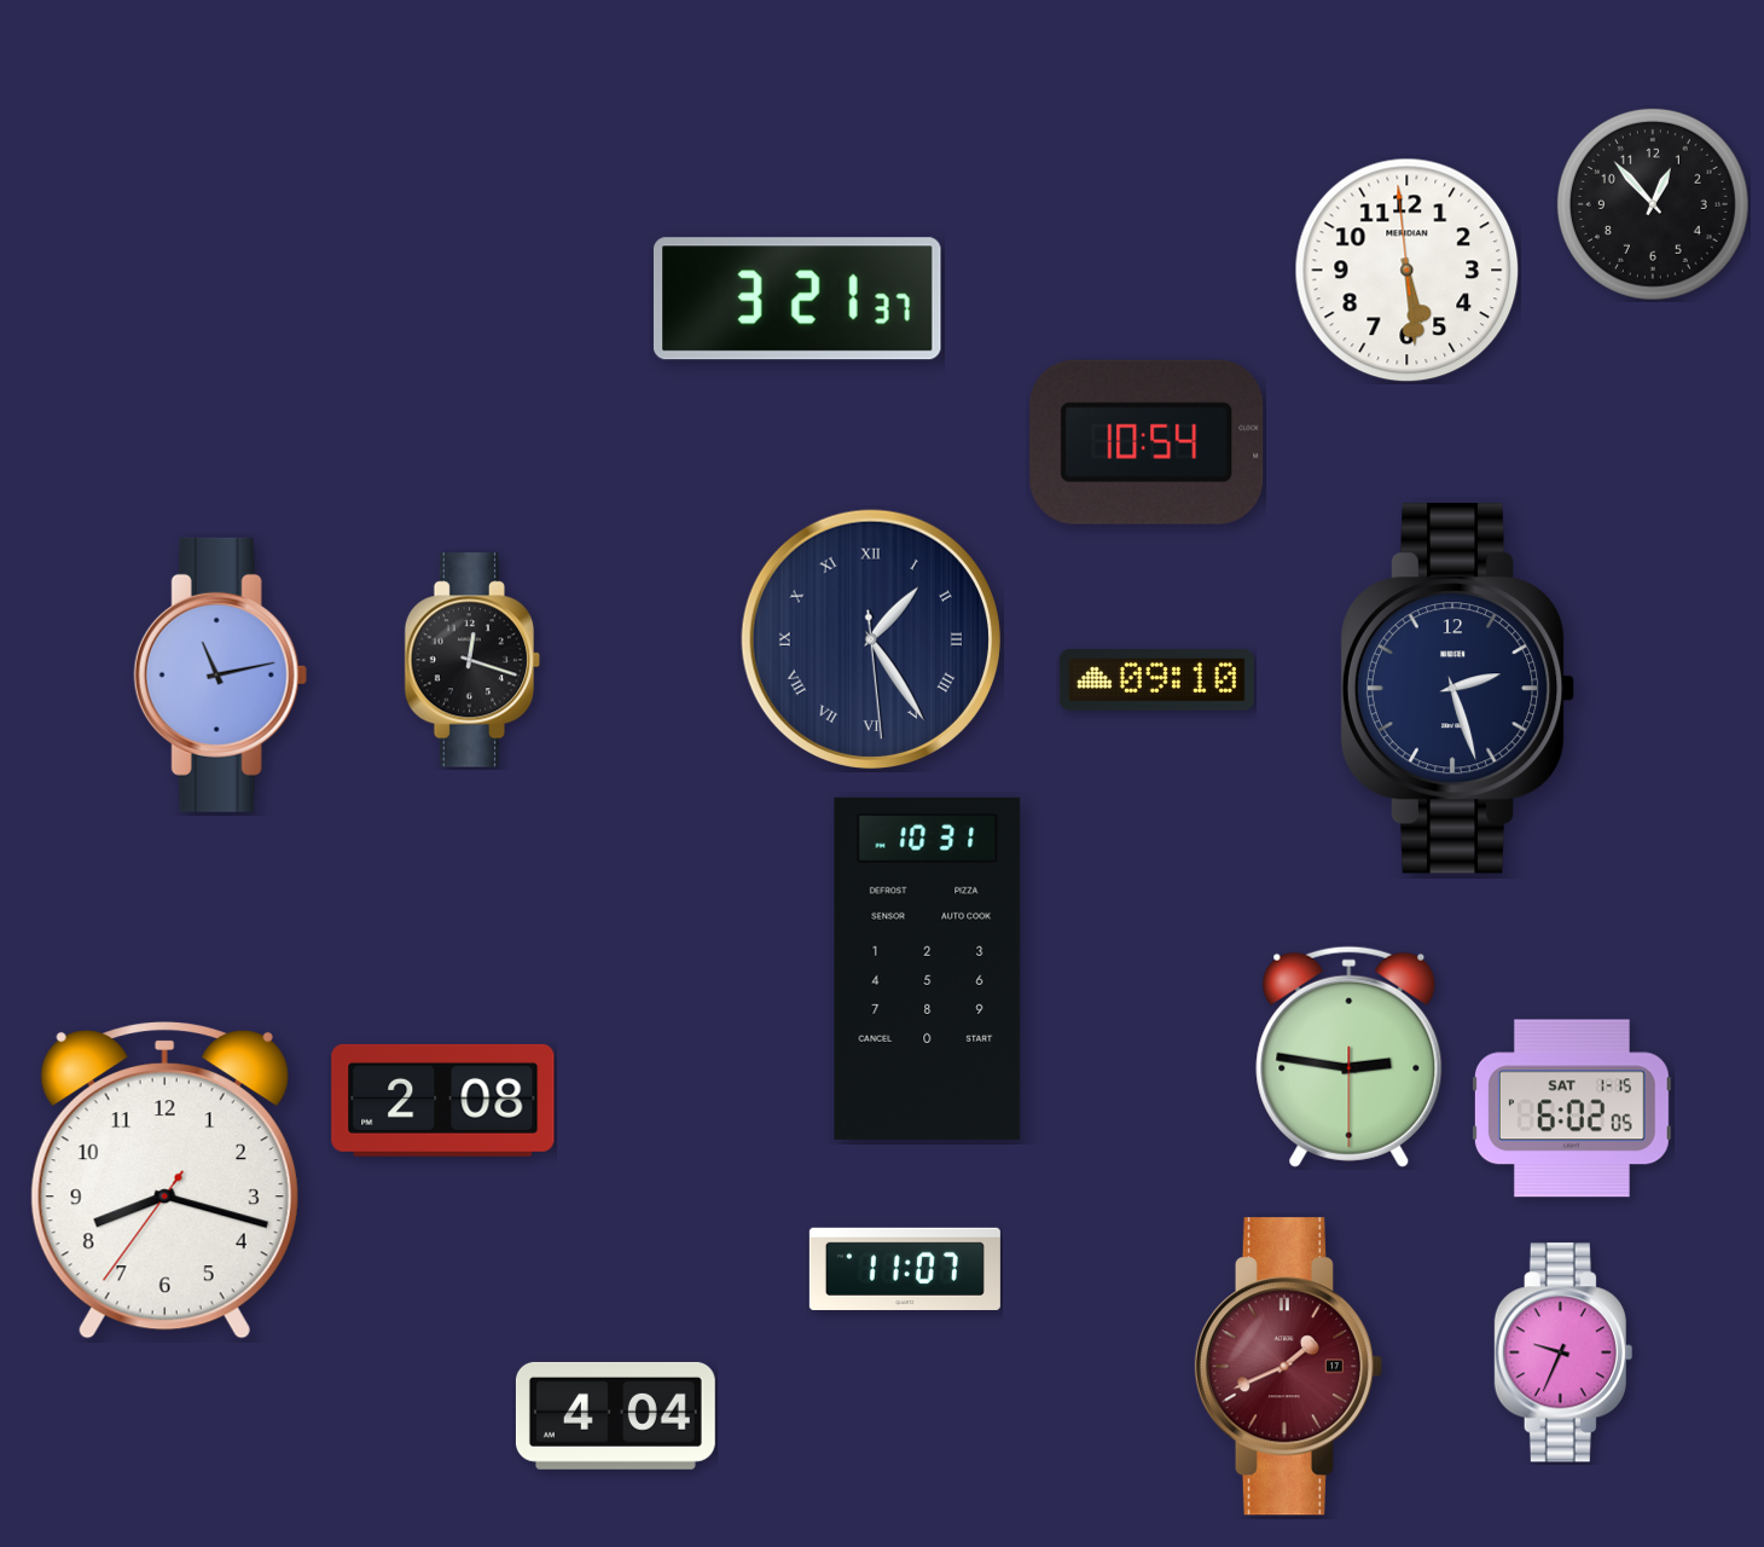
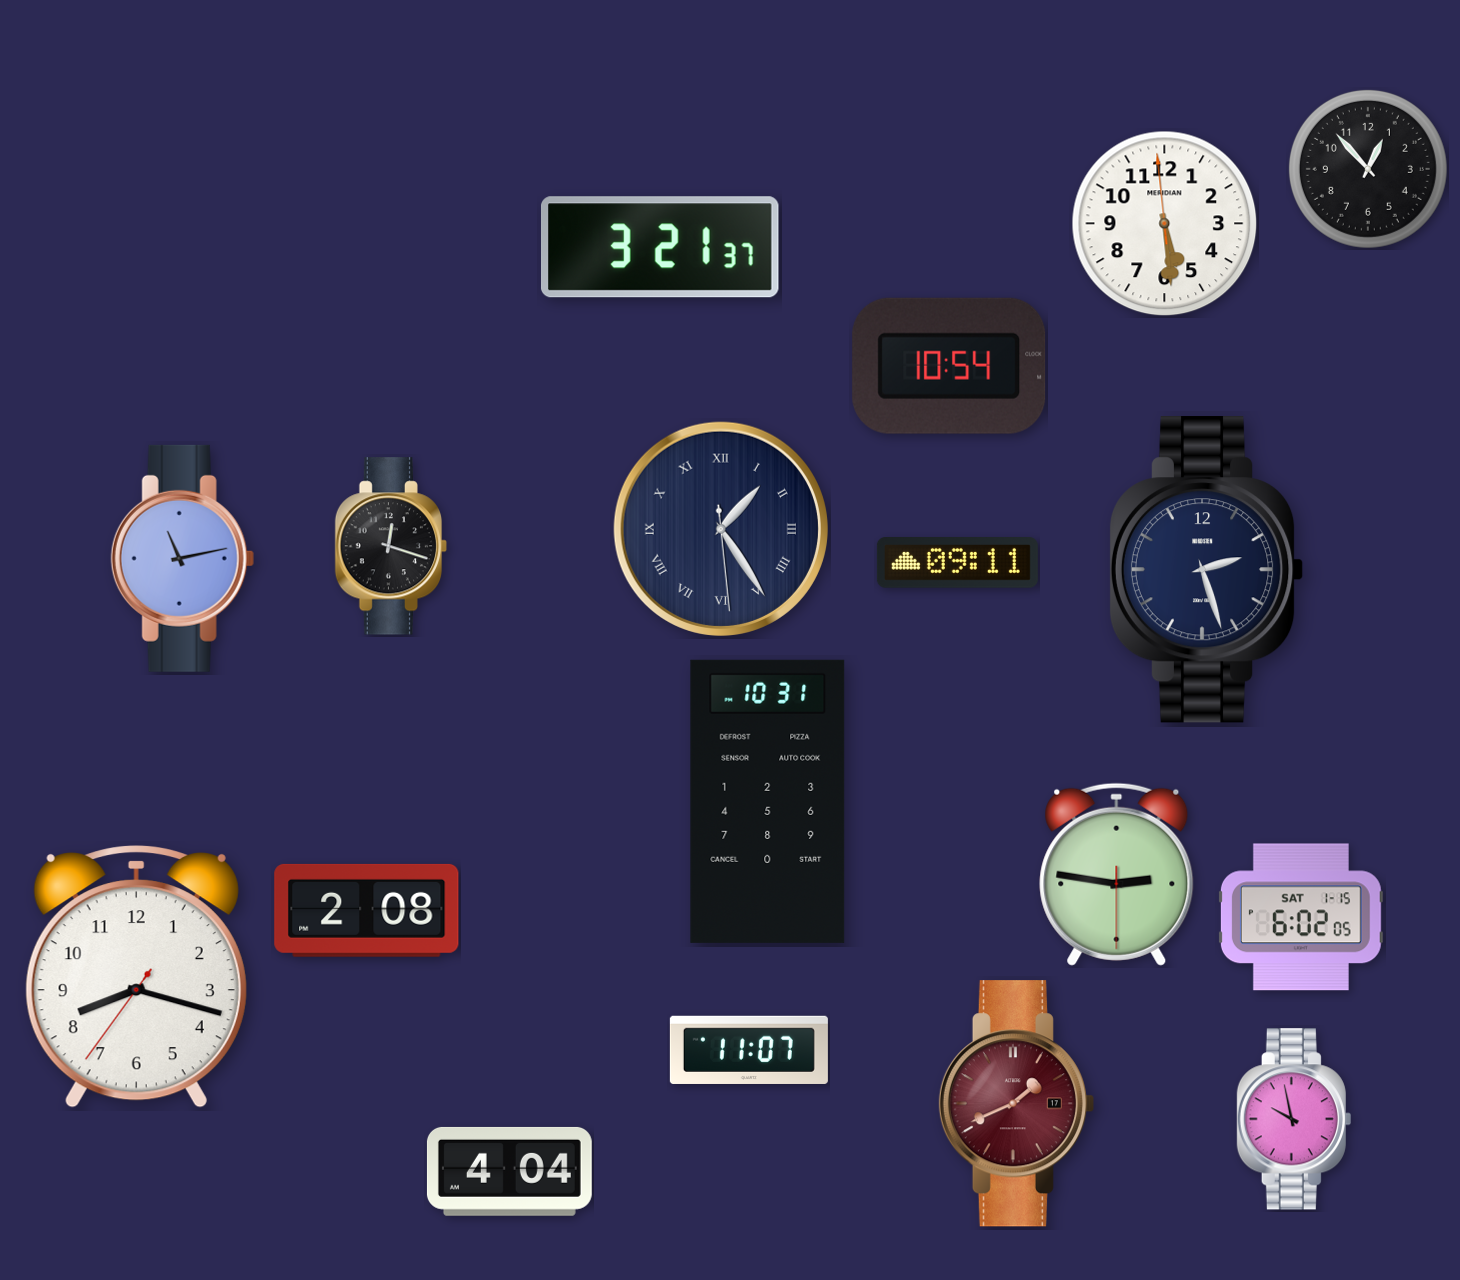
clock at (1156, 680): 09:10 -> 09:11
clock at (1563, 1352): 9:34 -> 9:58
clock at (1288, 1367) position: (1288, 1367) -> (1016, 1104)
